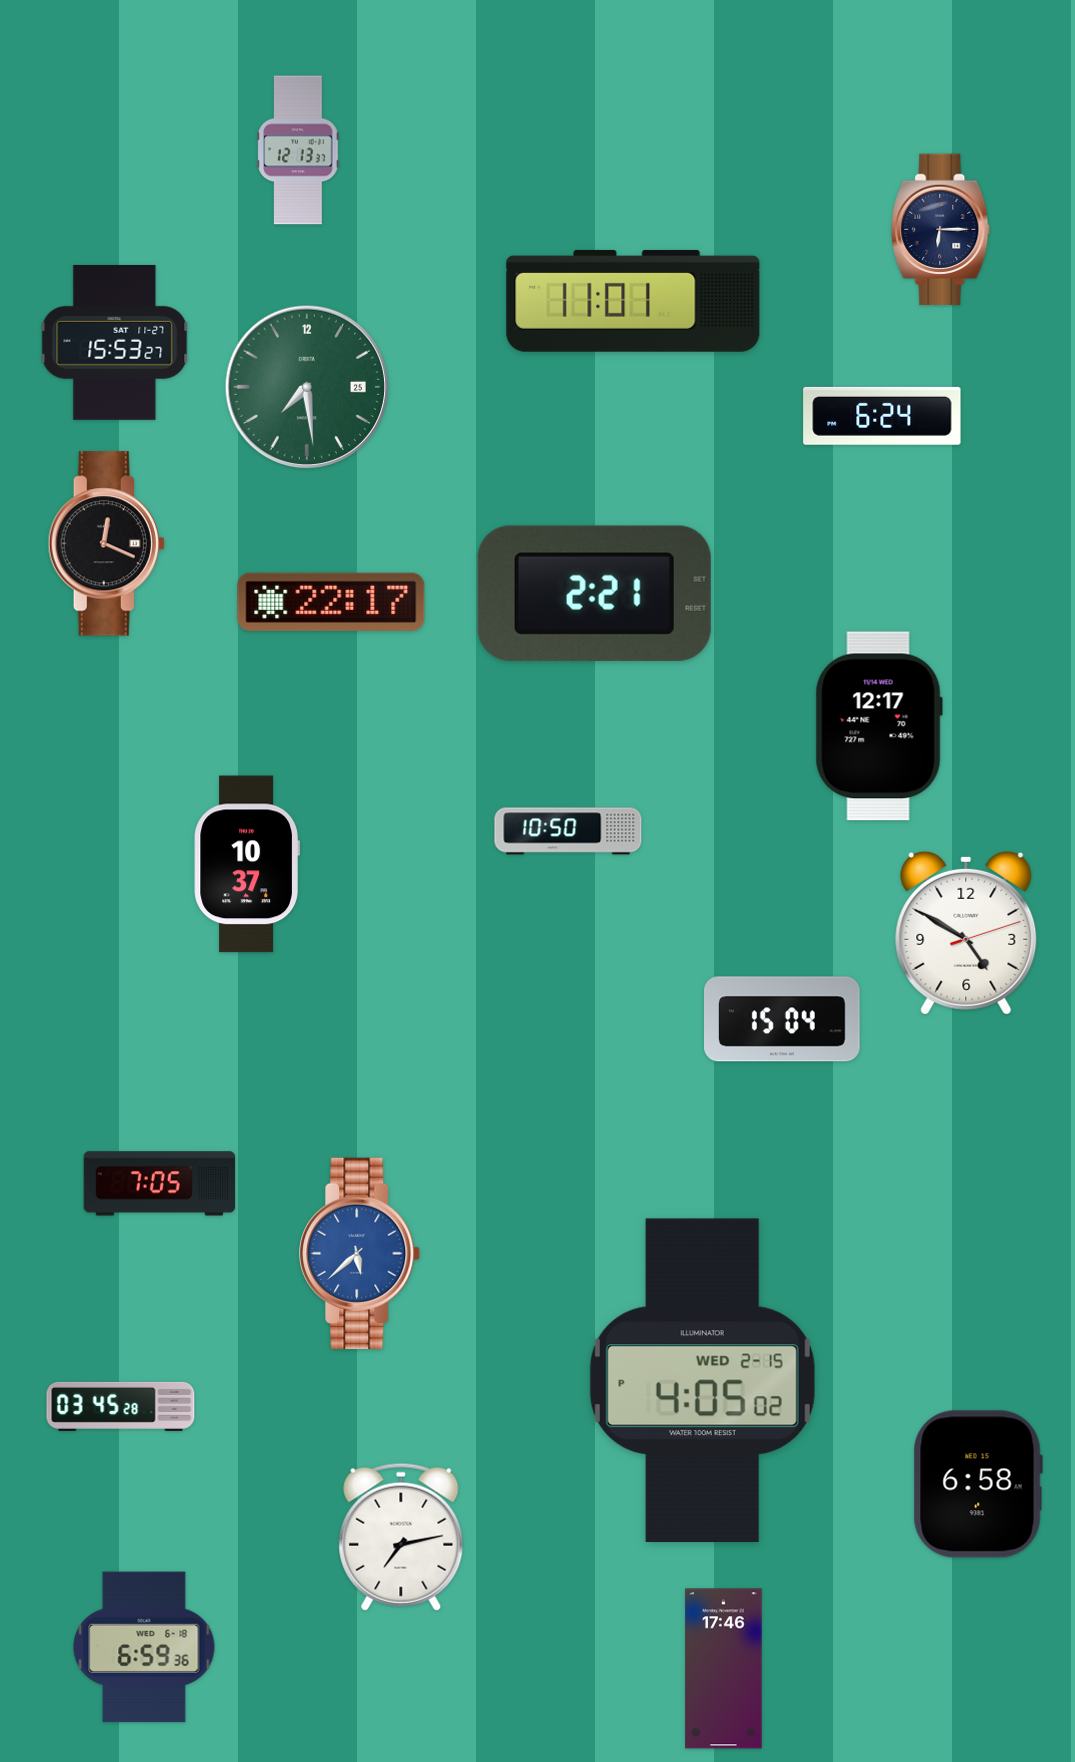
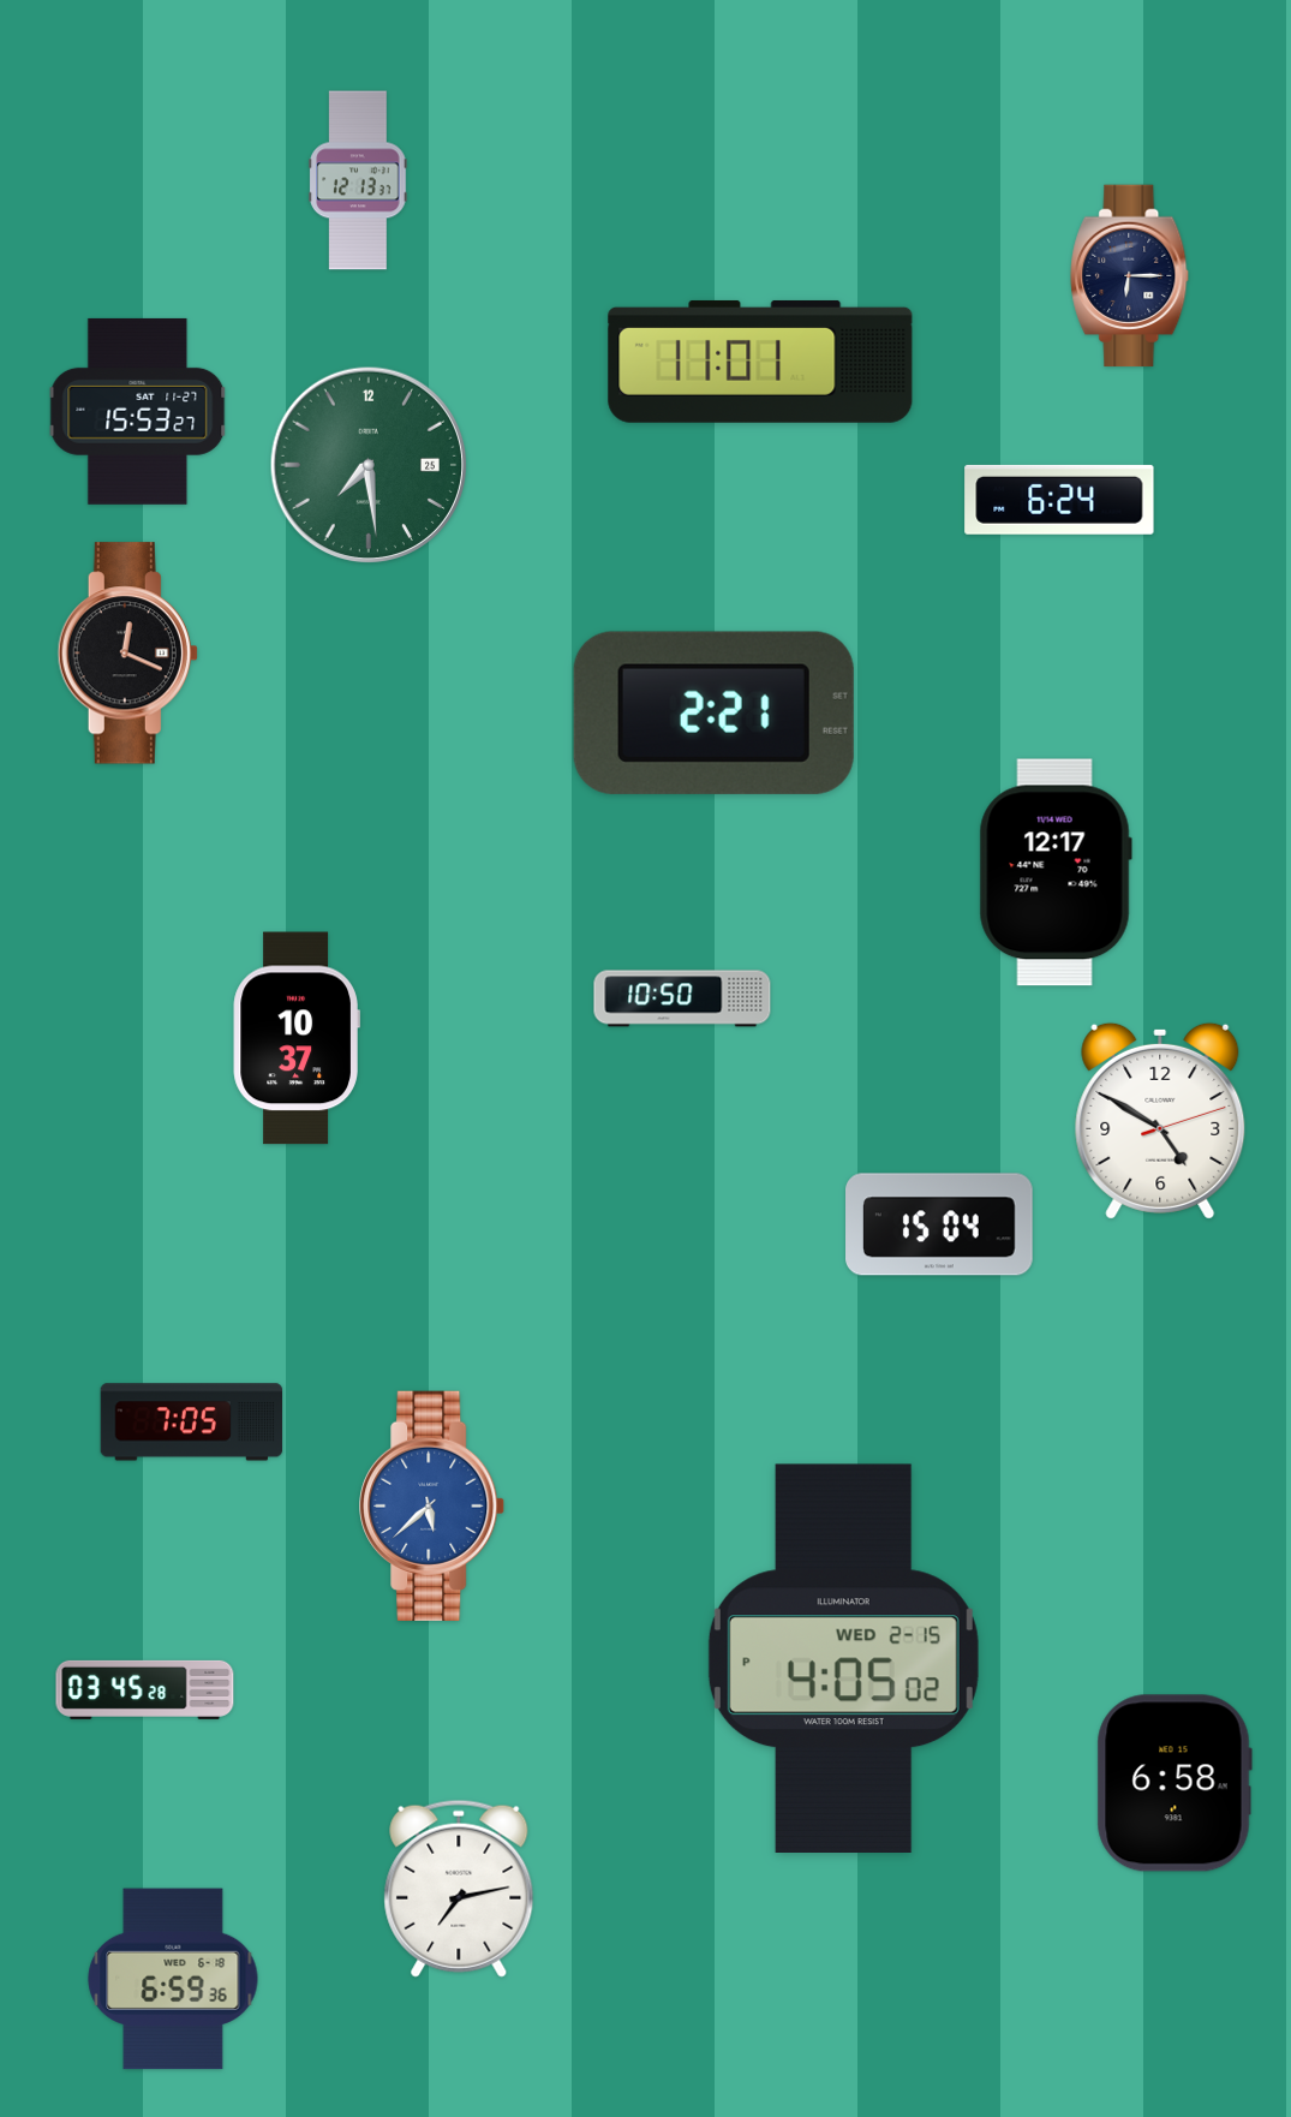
clock at (331, 602): 22:17 -> none
clock at (401, 1537) position: (401, 1537) -> (459, 1889)
clock at (724, 1669): 17:46 -> none
